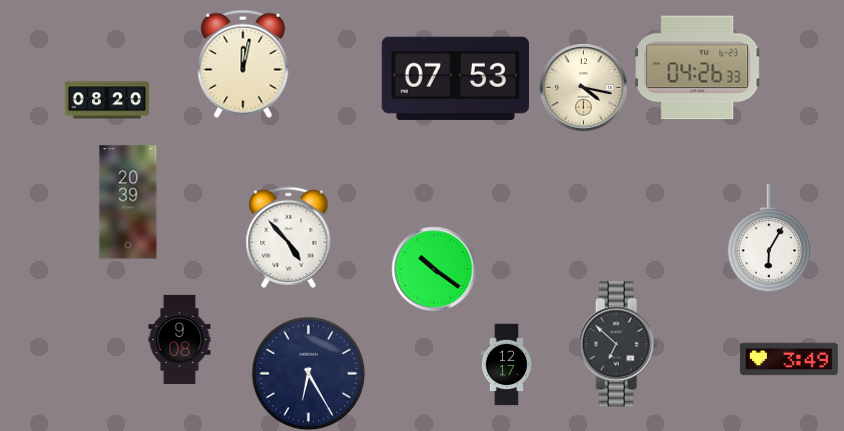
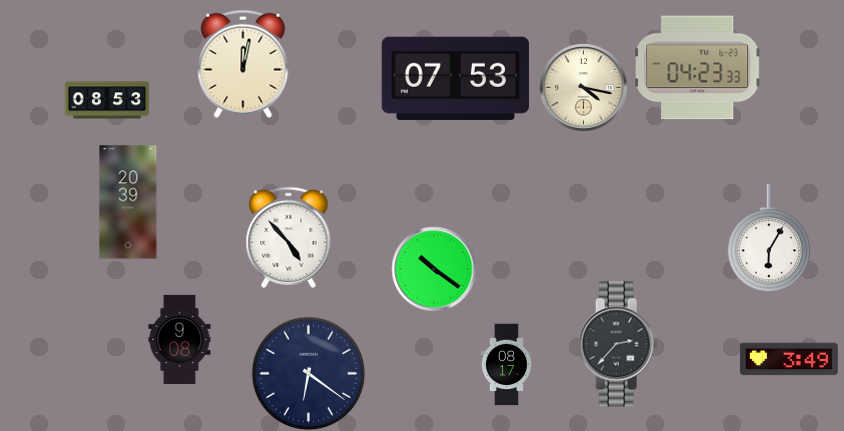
clock at (698, 68): 04:26 -> 04:23
clock at (107, 100): 08:20 -> 08:53
clock at (618, 344): 6:52 -> 2:37
clock at (507, 364): 12:17 -> 08:17
clock at (308, 373): 6:25 -> 6:21
